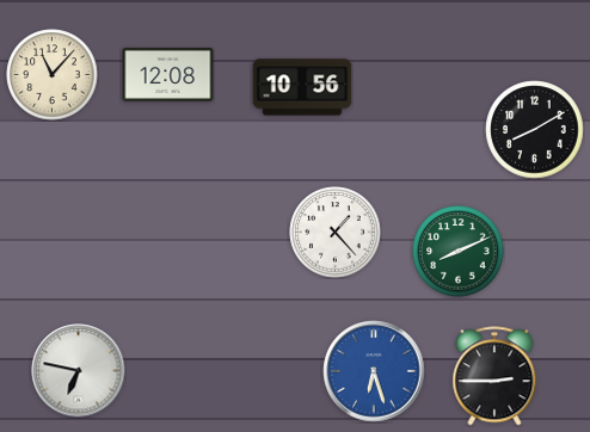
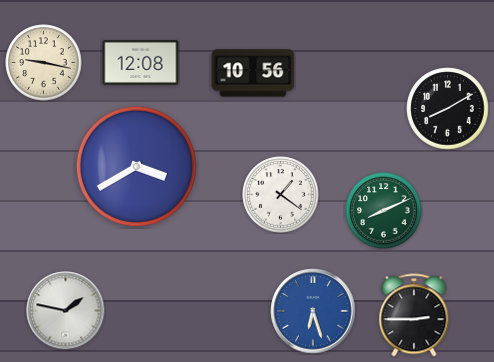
clock at (53, 75): 11:07 -> 9:17
clock at (136, 166): none -> 3:40
clock at (336, 233): 1:23 -> 1:21
clock at (79, 371): 6:47 -> 1:47
